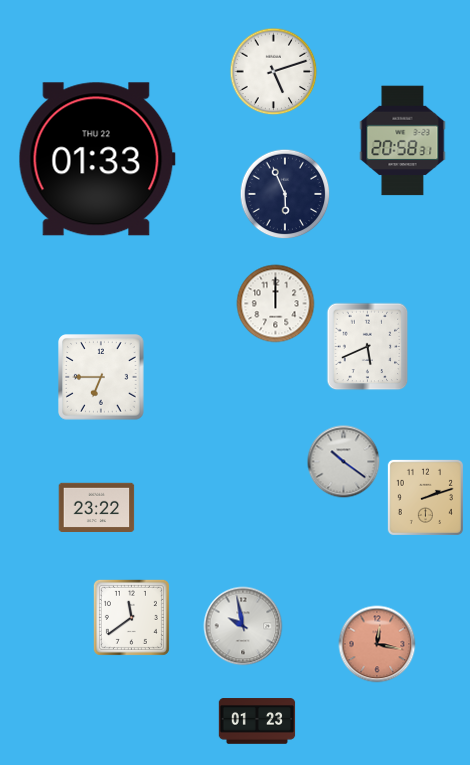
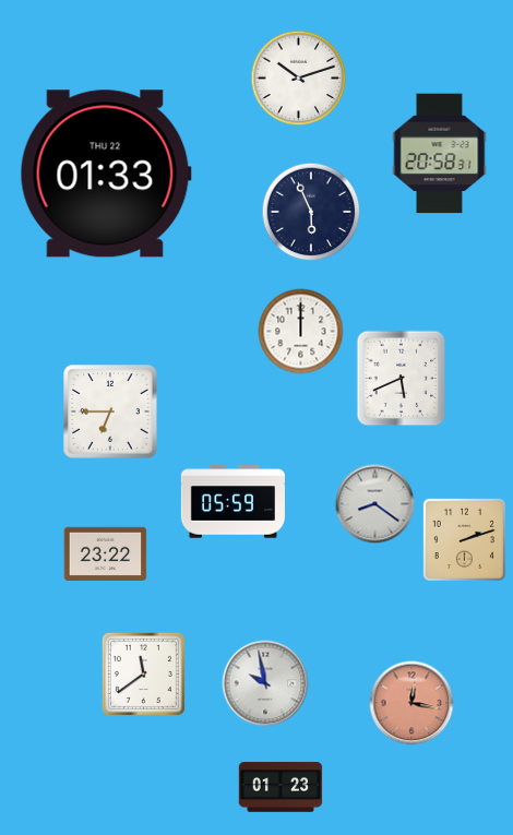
clock at (274, 72): 5:12 -> 10:12
clock at (232, 502): none -> 05:59
clock at (344, 462): 10:21 -> 8:21
clock at (425, 497) position: (425, 497) -> (464, 539)
